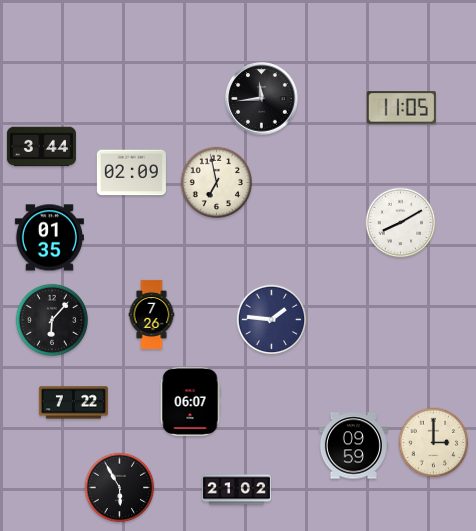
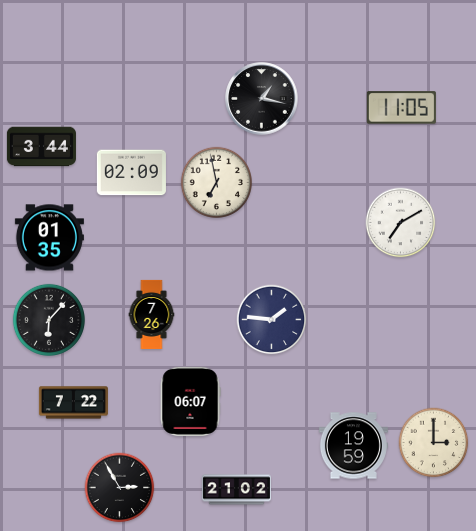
clock at (262, 99): 11:44 -> 1:17
clock at (401, 223): 8:10 -> 7:10
clock at (52, 320) position: (52, 320) -> (49, 320)
clock at (353, 446): 09:59 -> 19:59
clock at (120, 488): 5:55 -> 2:55
